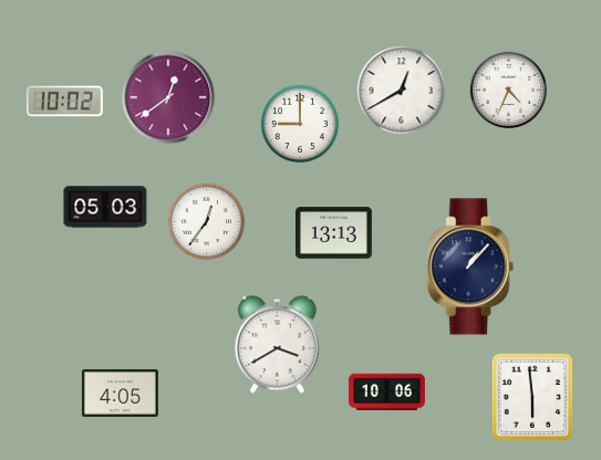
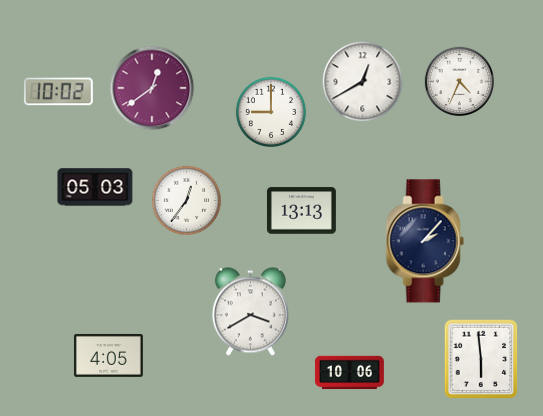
clock at (470, 266): 1:07 -> 2:07
clock at (386, 393) position: (386, 393) -> (349, 373)
